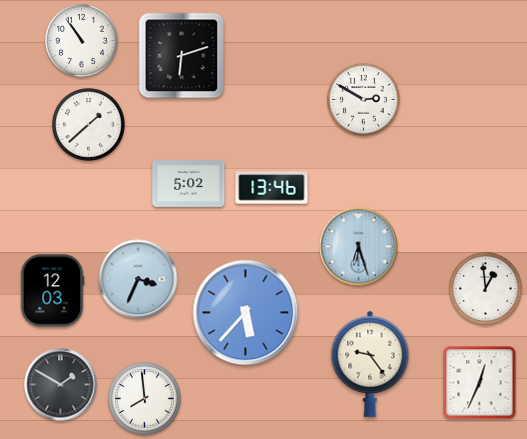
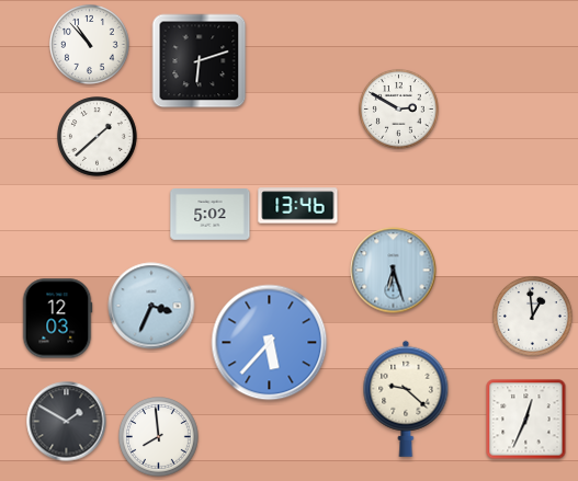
clock at (82, 41): 10:54 -> 10:53
clock at (189, 184) position: (189, 184) -> (211, 215)
clock at (370, 364): 9:24 -> 9:22
